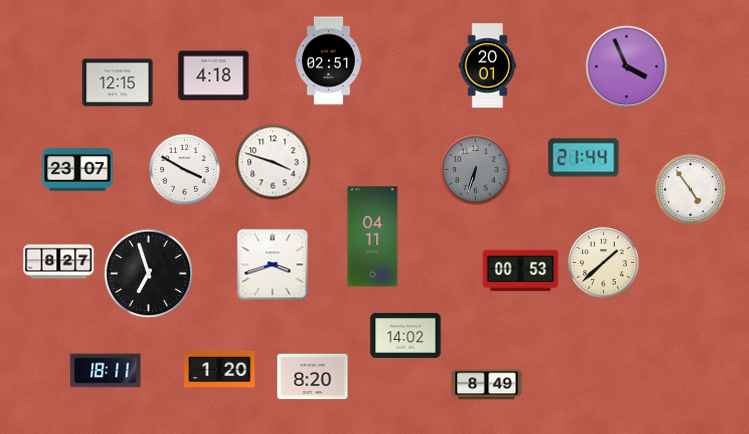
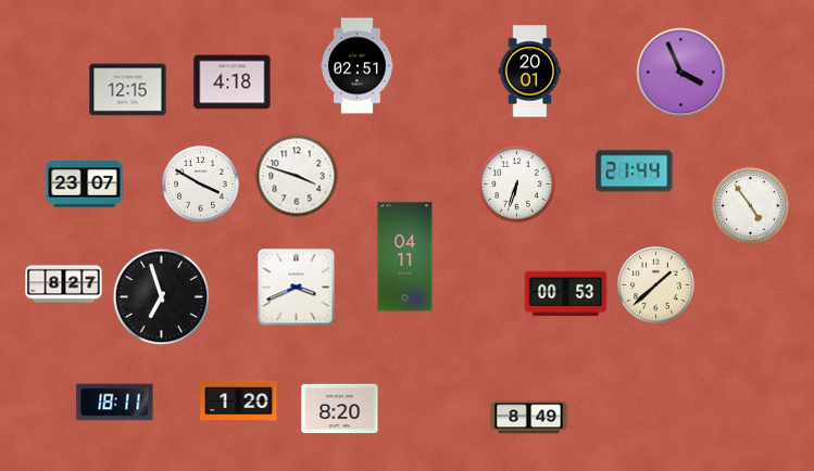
clock at (476, 170) dial: grey -> white
clock at (273, 265): 3:42 -> 3:41
clock at (406, 335): 14:02 -> none
